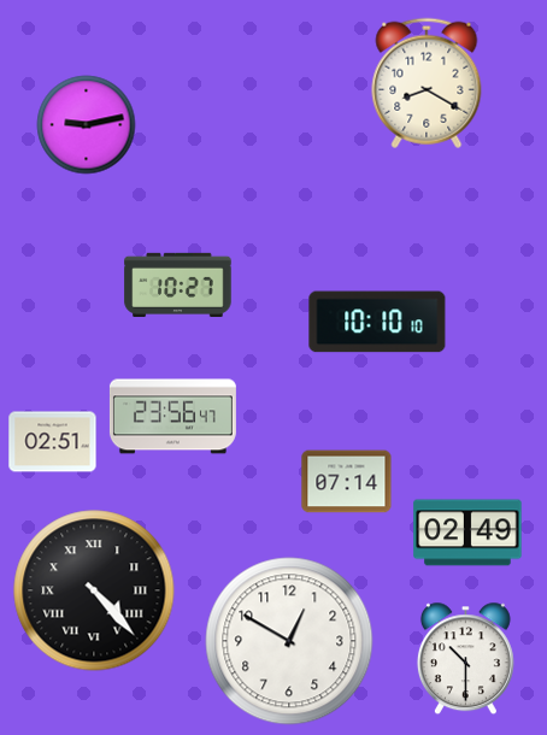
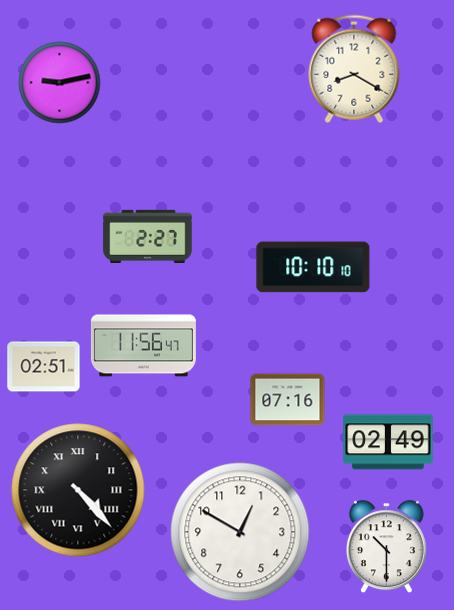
clock at (87, 125) position: (87, 125) -> (60, 83)
clock at (178, 284): 10:27 -> 2:27
clock at (172, 417): 23:56 -> 11:56
clock at (347, 482): 07:14 -> 07:16
